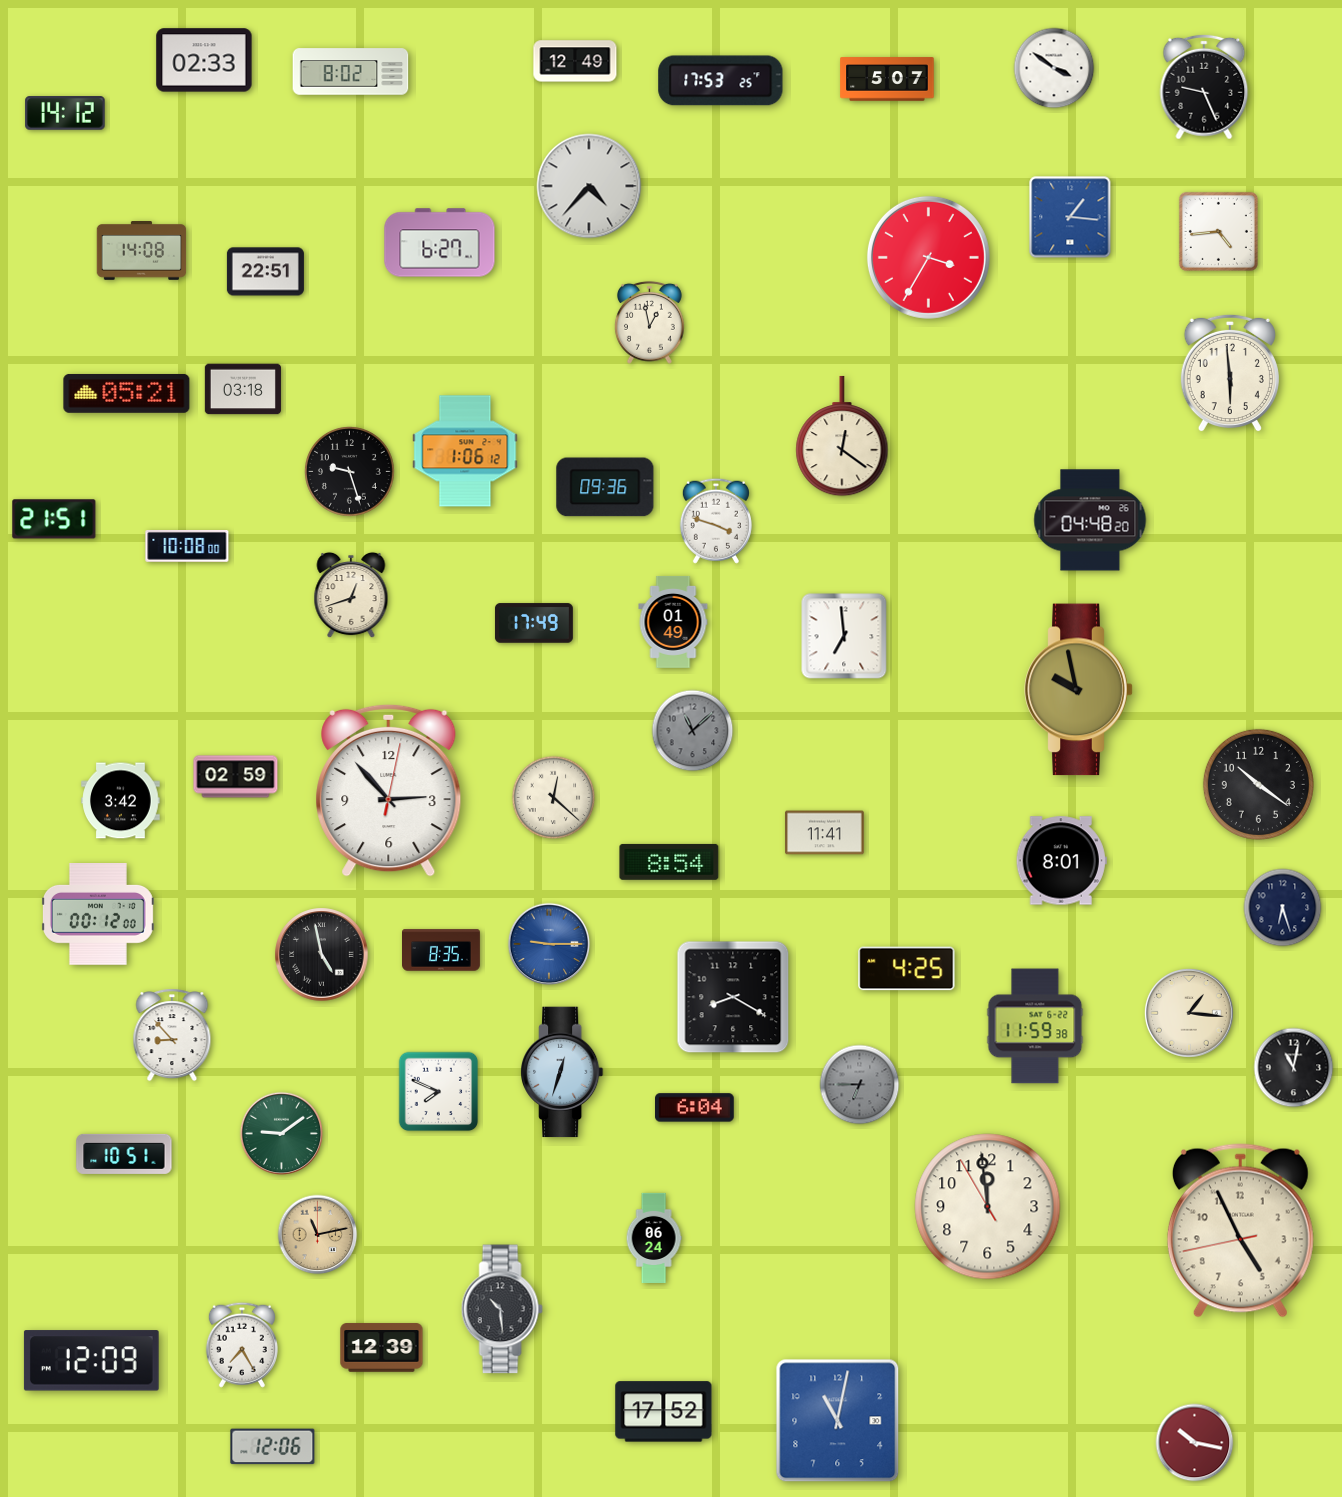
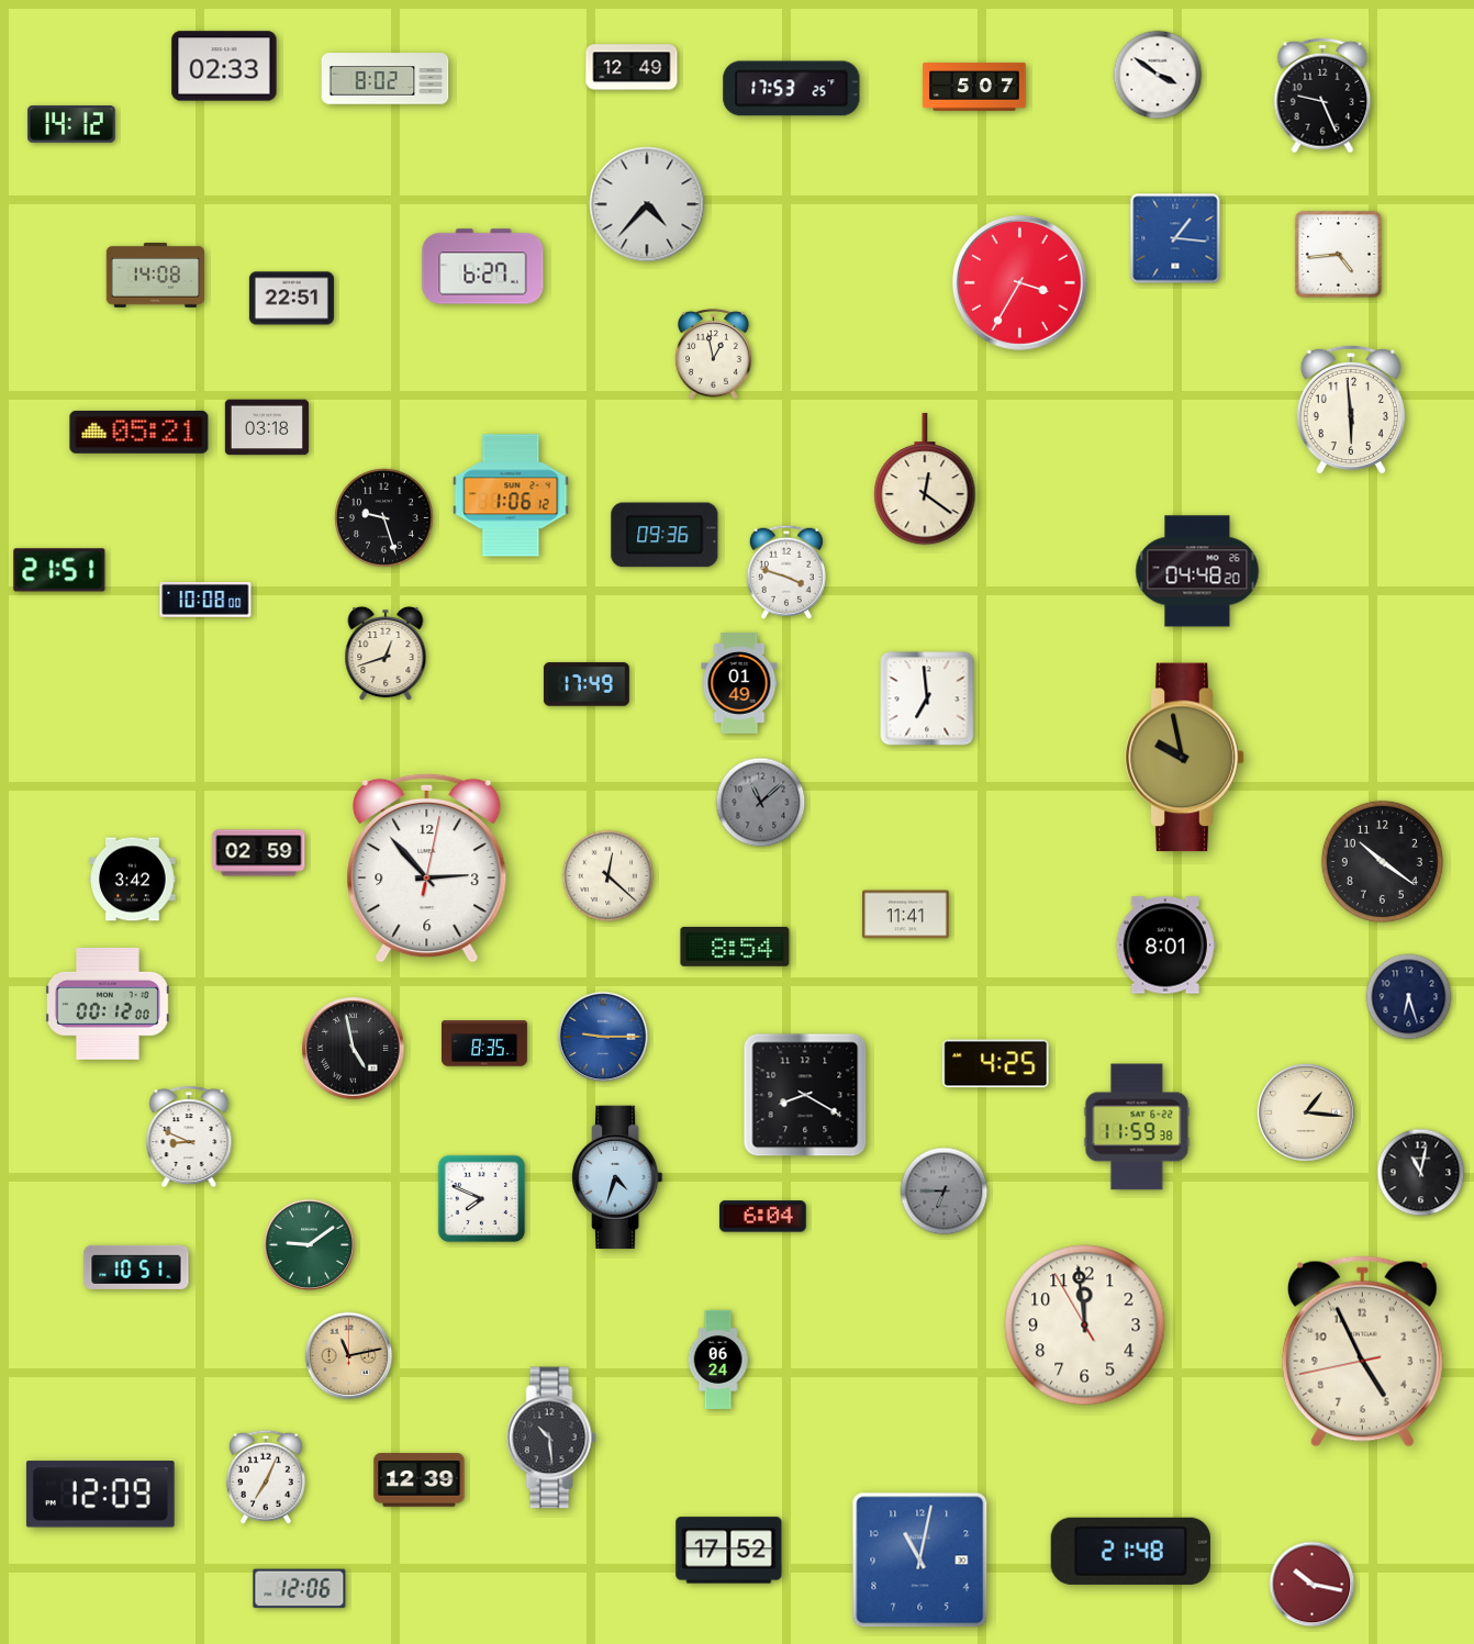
clock at (172, 1035): 8:53 -> 8:49
clock at (562, 1072): 12:33 -> 4:33
clock at (242, 1345): 7:25 -> 7:04
clock at (1130, 1551): none -> 21:48
